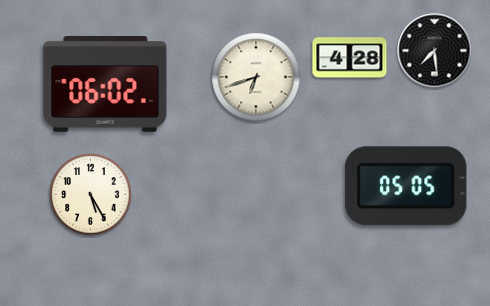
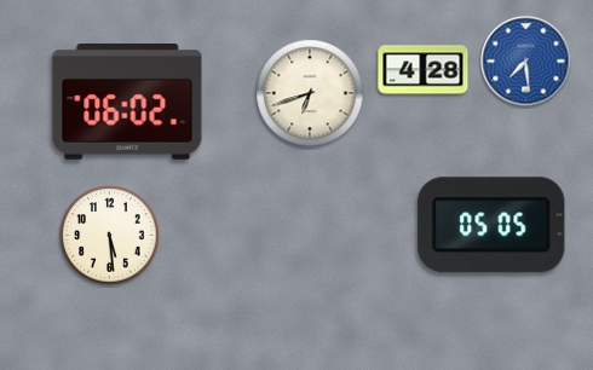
clock at (435, 51) dial: black -> blue
clock at (91, 195): 5:25 -> 5:29
